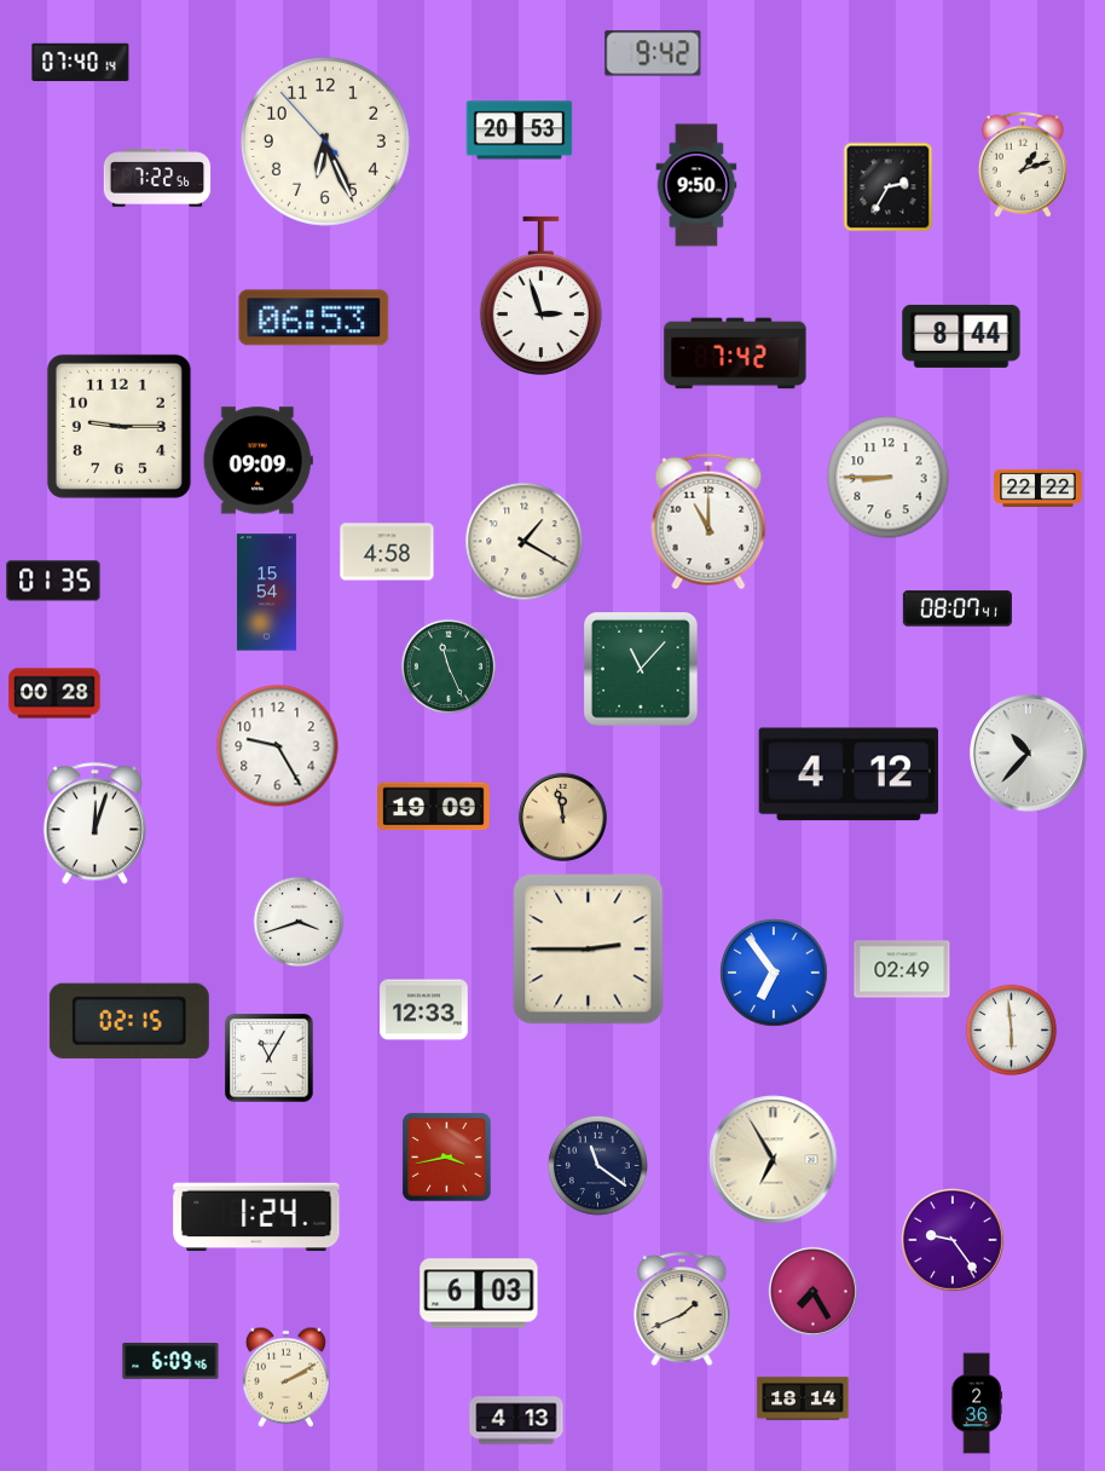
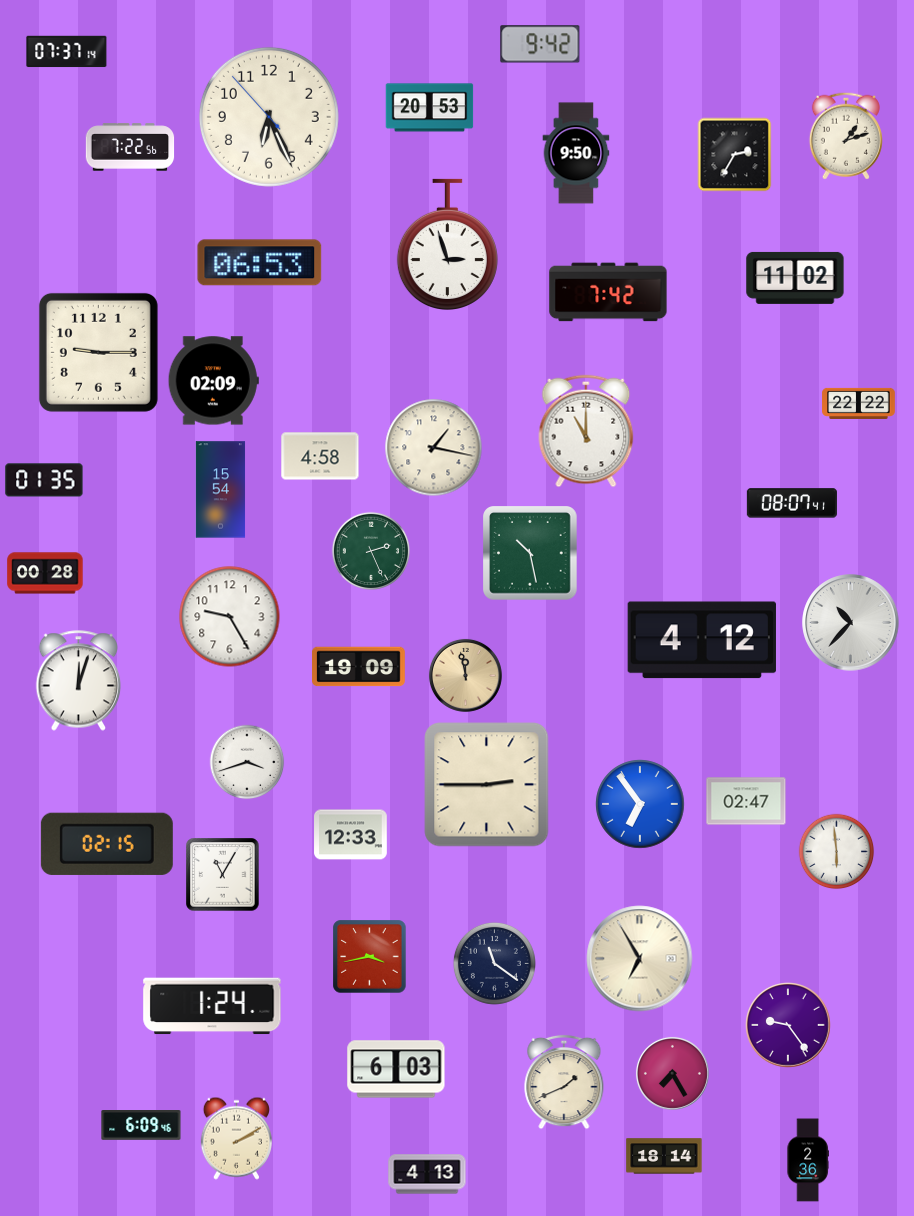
clock at (81, 63): 07:40 -> 07:37
clock at (961, 336): 8:44 -> 11:02
clock at (258, 461): 09:09 -> 02:09
clock at (889, 478): 8:45 -> none
clock at (525, 542): 1:20 -> 1:17
clock at (447, 665): 11:26 -> 2:26
clock at (642, 670): 11:07 -> 10:28
clock at (902, 969): 02:49 -> 02:47
clock at (812, 1291) position: (812, 1291) -> (672, 1073)
